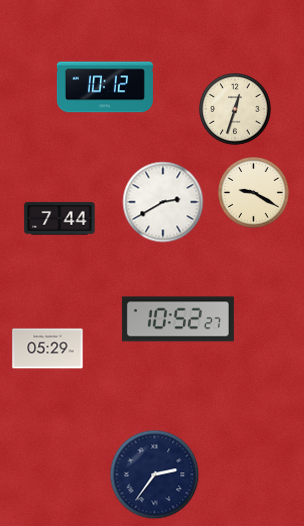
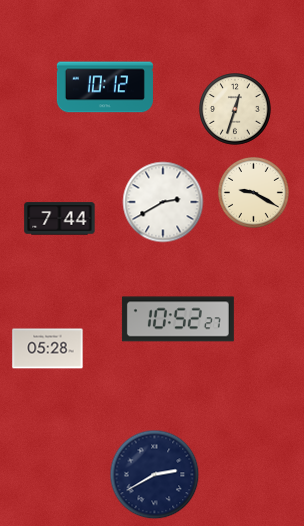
clock at (48, 349): 05:29 -> 05:28
clock at (155, 475): 2:36 -> 2:40
